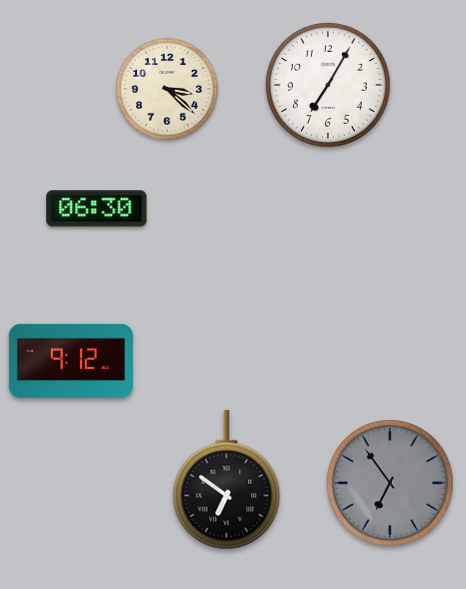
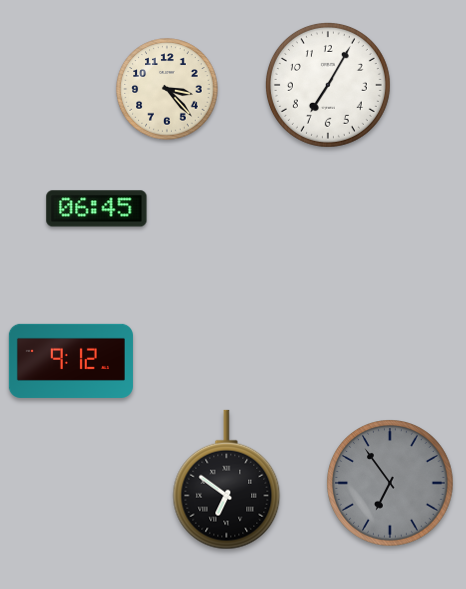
clock at (167, 89): 3:22 -> 3:23
clock at (97, 209): 06:30 -> 06:45
